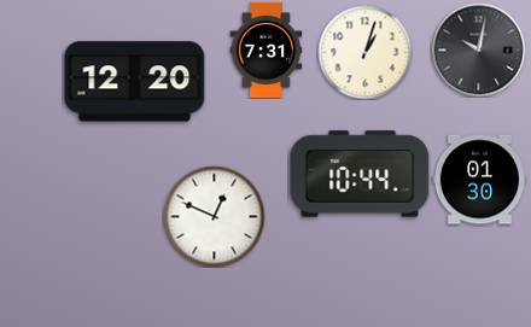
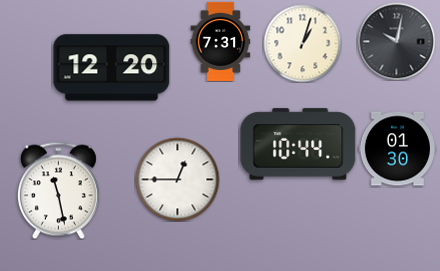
clock at (214, 216): 12:49 -> 12:45
clock at (58, 190): none -> 11:28
